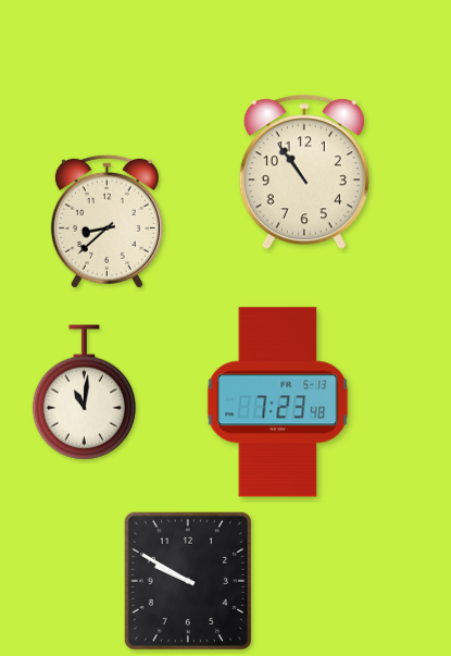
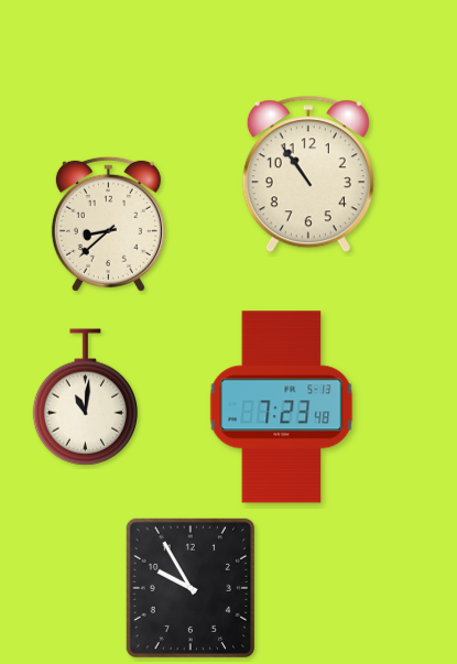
clock at (188, 581): 9:50 -> 9:55
